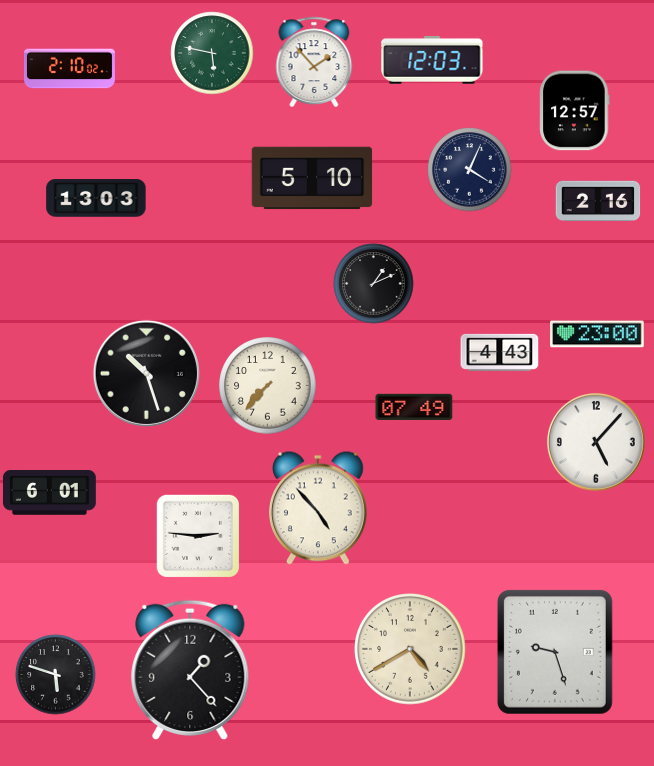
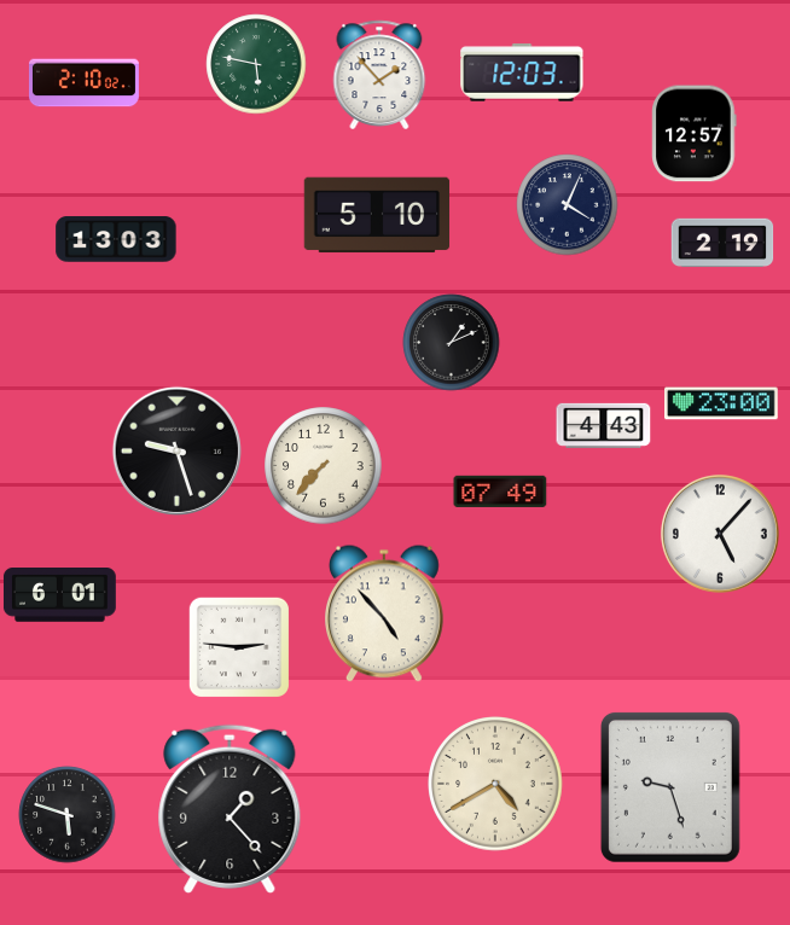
clock at (598, 201): 2:16 -> 2:19
clock at (146, 373): 10:27 -> 9:27
